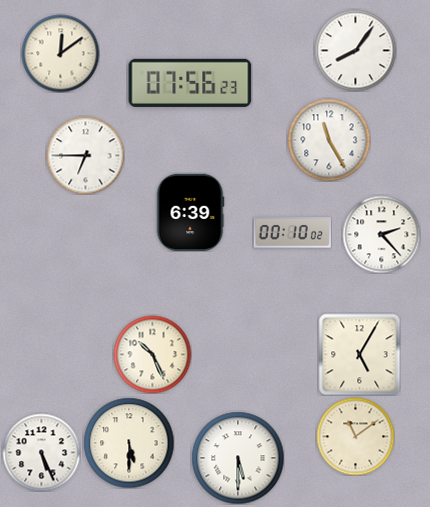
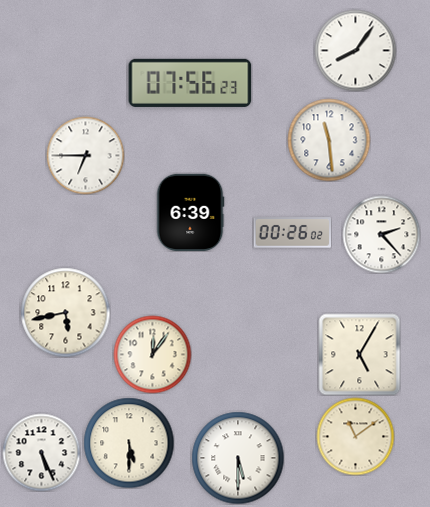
clock at (60, 53): 12:09 -> none
clock at (329, 140): 11:25 -> 11:29
clock at (292, 233): 00:10 -> 00:26
clock at (65, 312): none -> 5:43
clock at (152, 354): 10:26 -> 12:06
